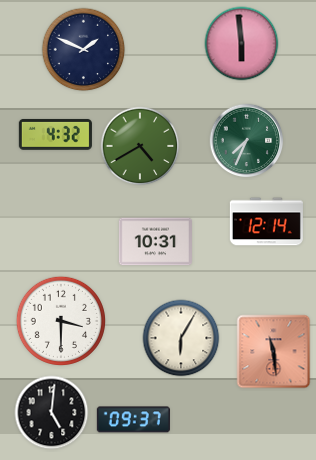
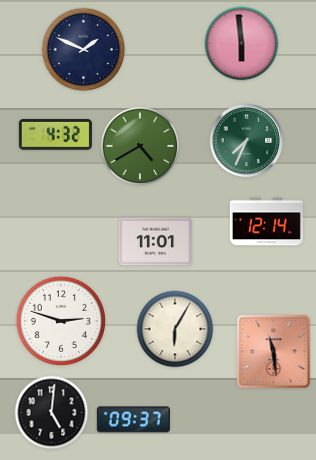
clock at (155, 242): 10:31 -> 11:01
clock at (61, 321): 3:30 -> 2:48
clock at (181, 338) position: (181, 338) -> (175, 329)
